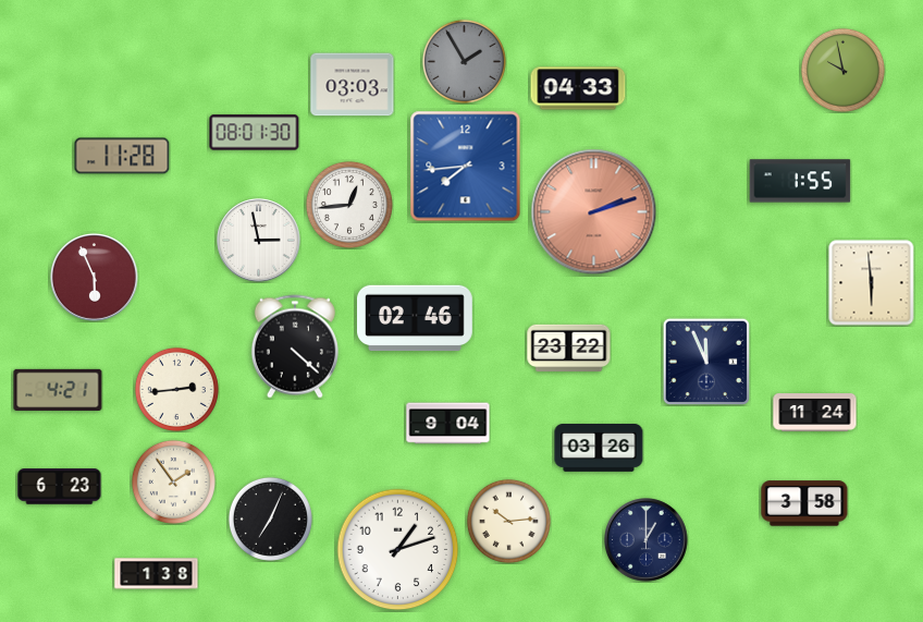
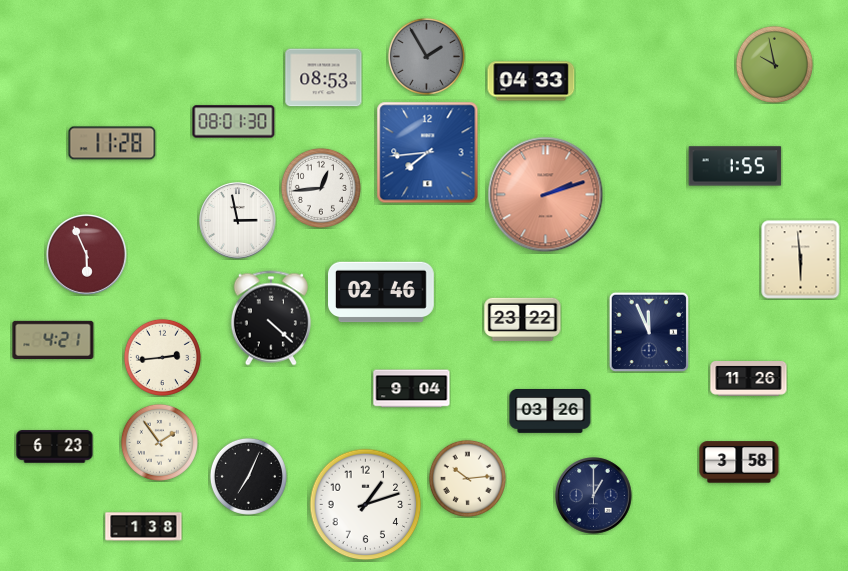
clock at (353, 85): 03:03 -> 08:53
clock at (58, 389) position: (58, 389) -> (53, 339)
clock at (815, 413): 11:24 -> 11:26
